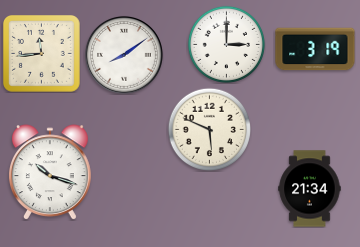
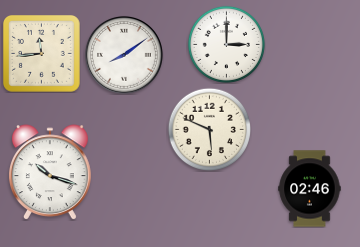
clock at (315, 49): 3:19 -> none
clock at (310, 189): 21:34 -> 02:46
